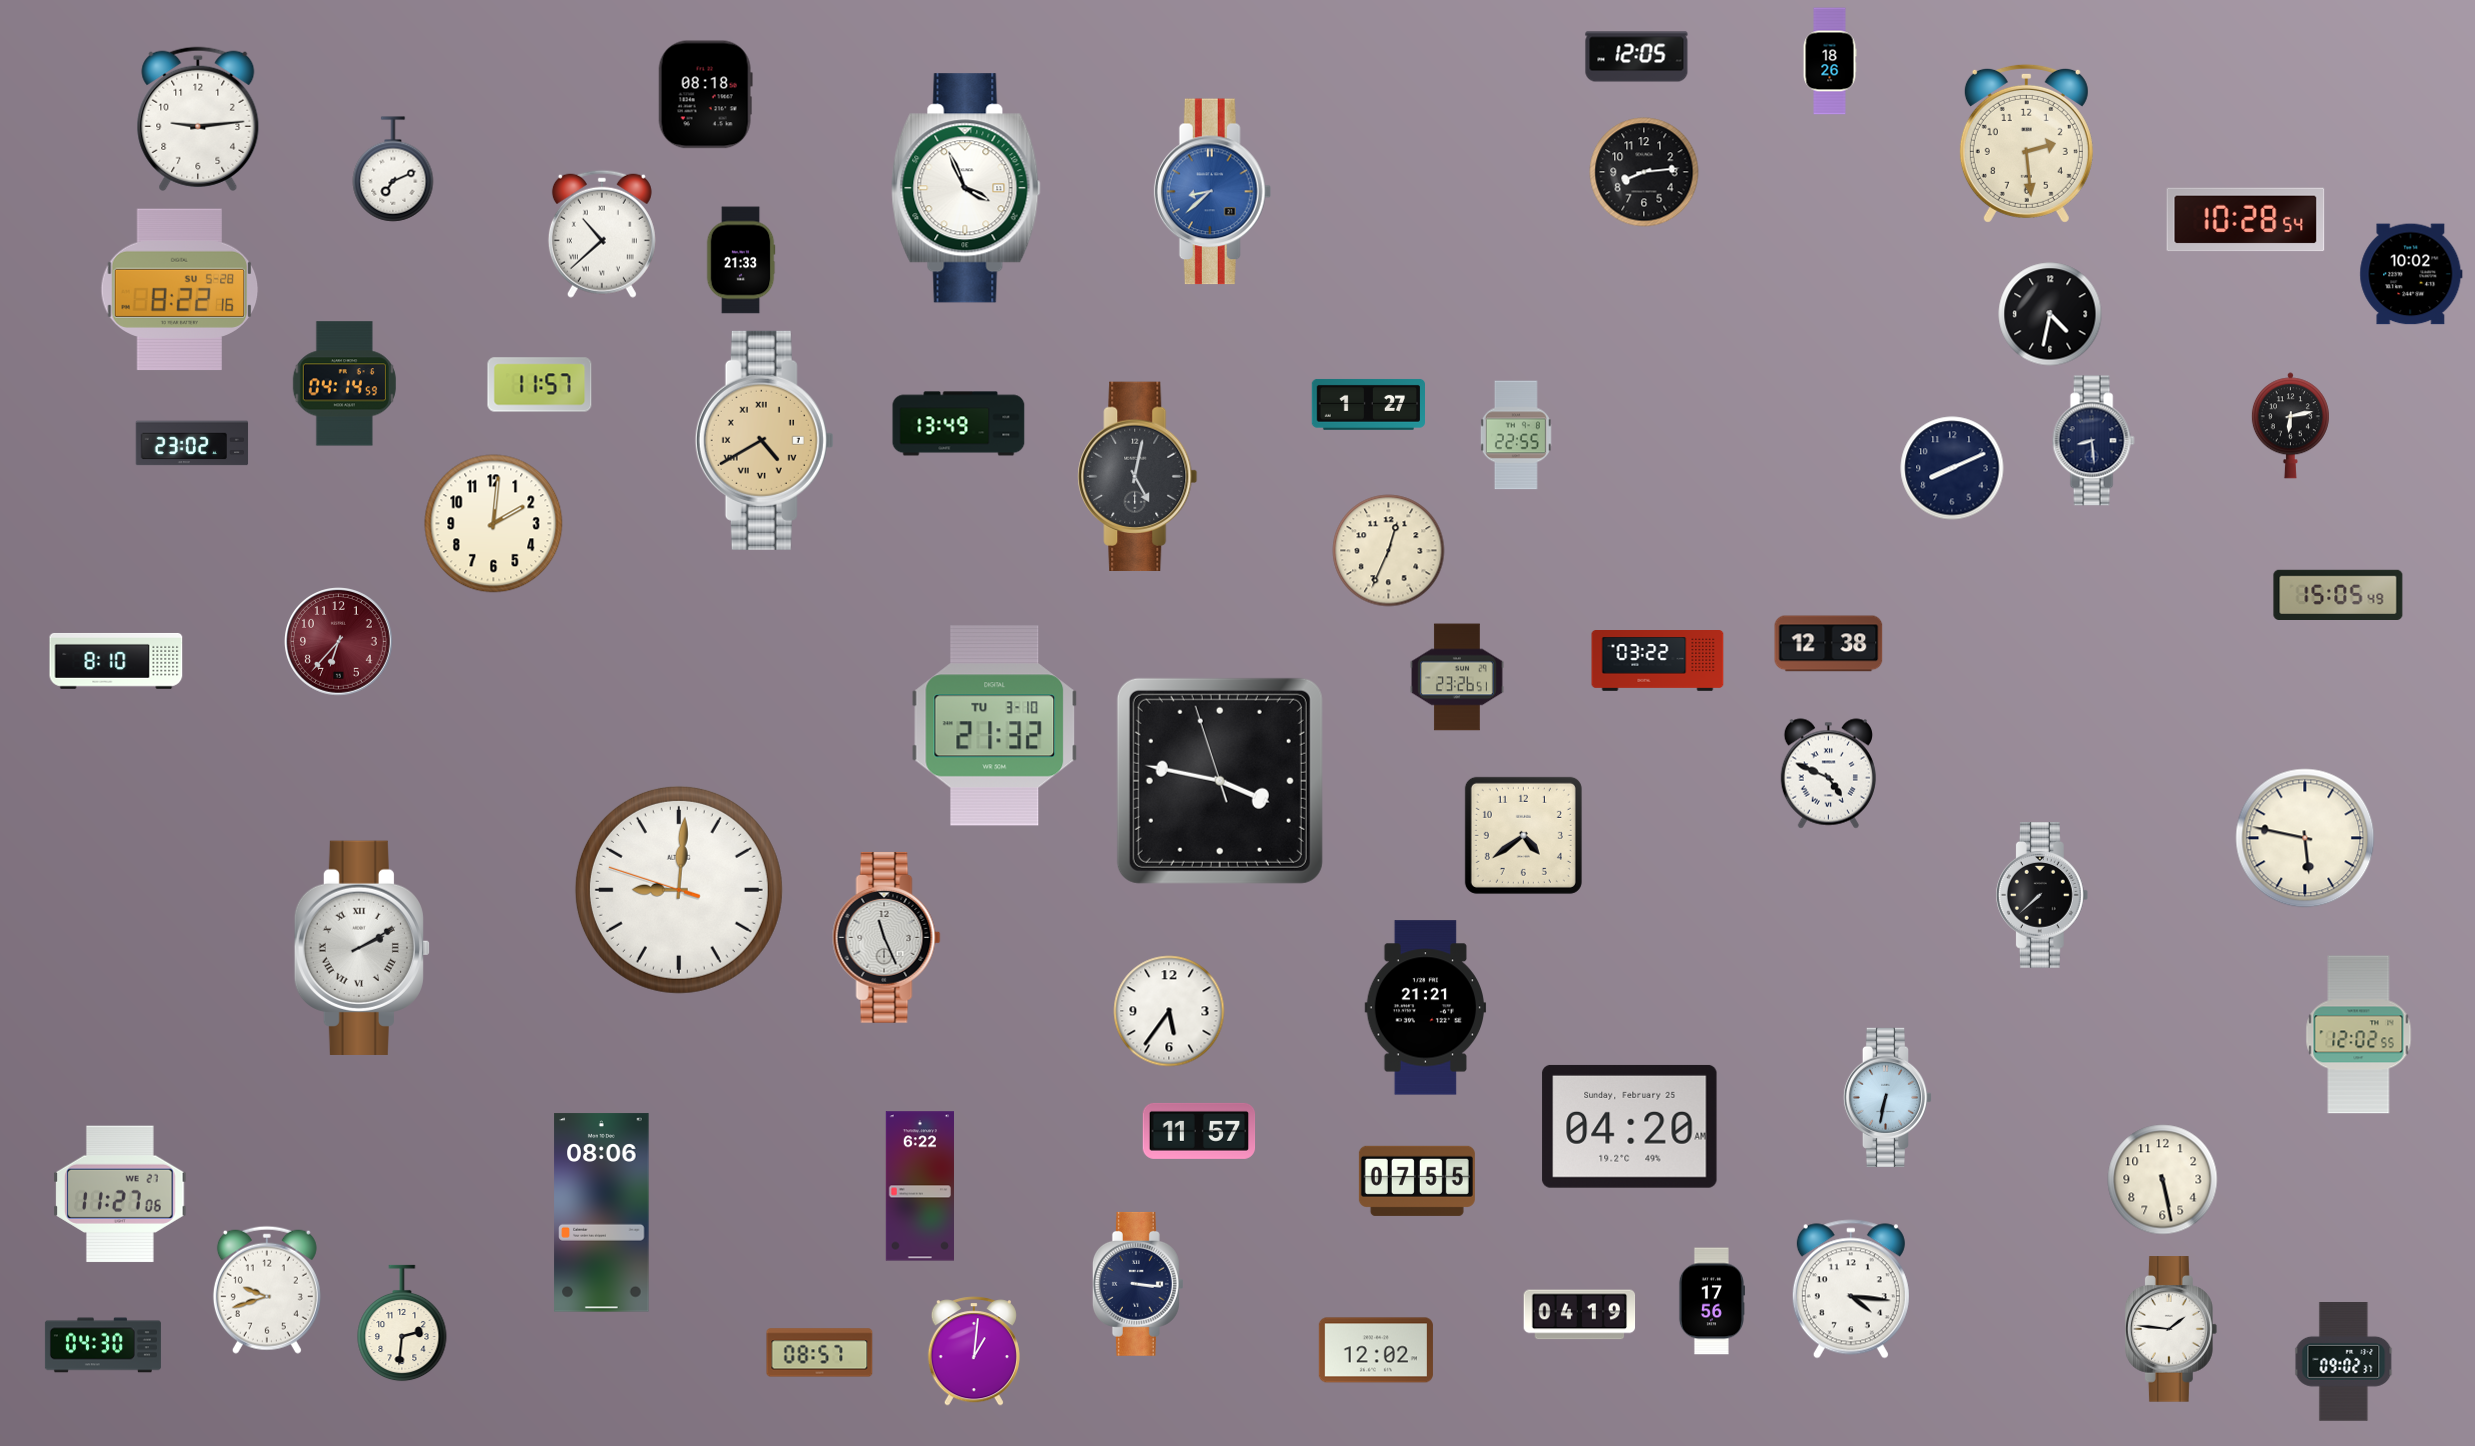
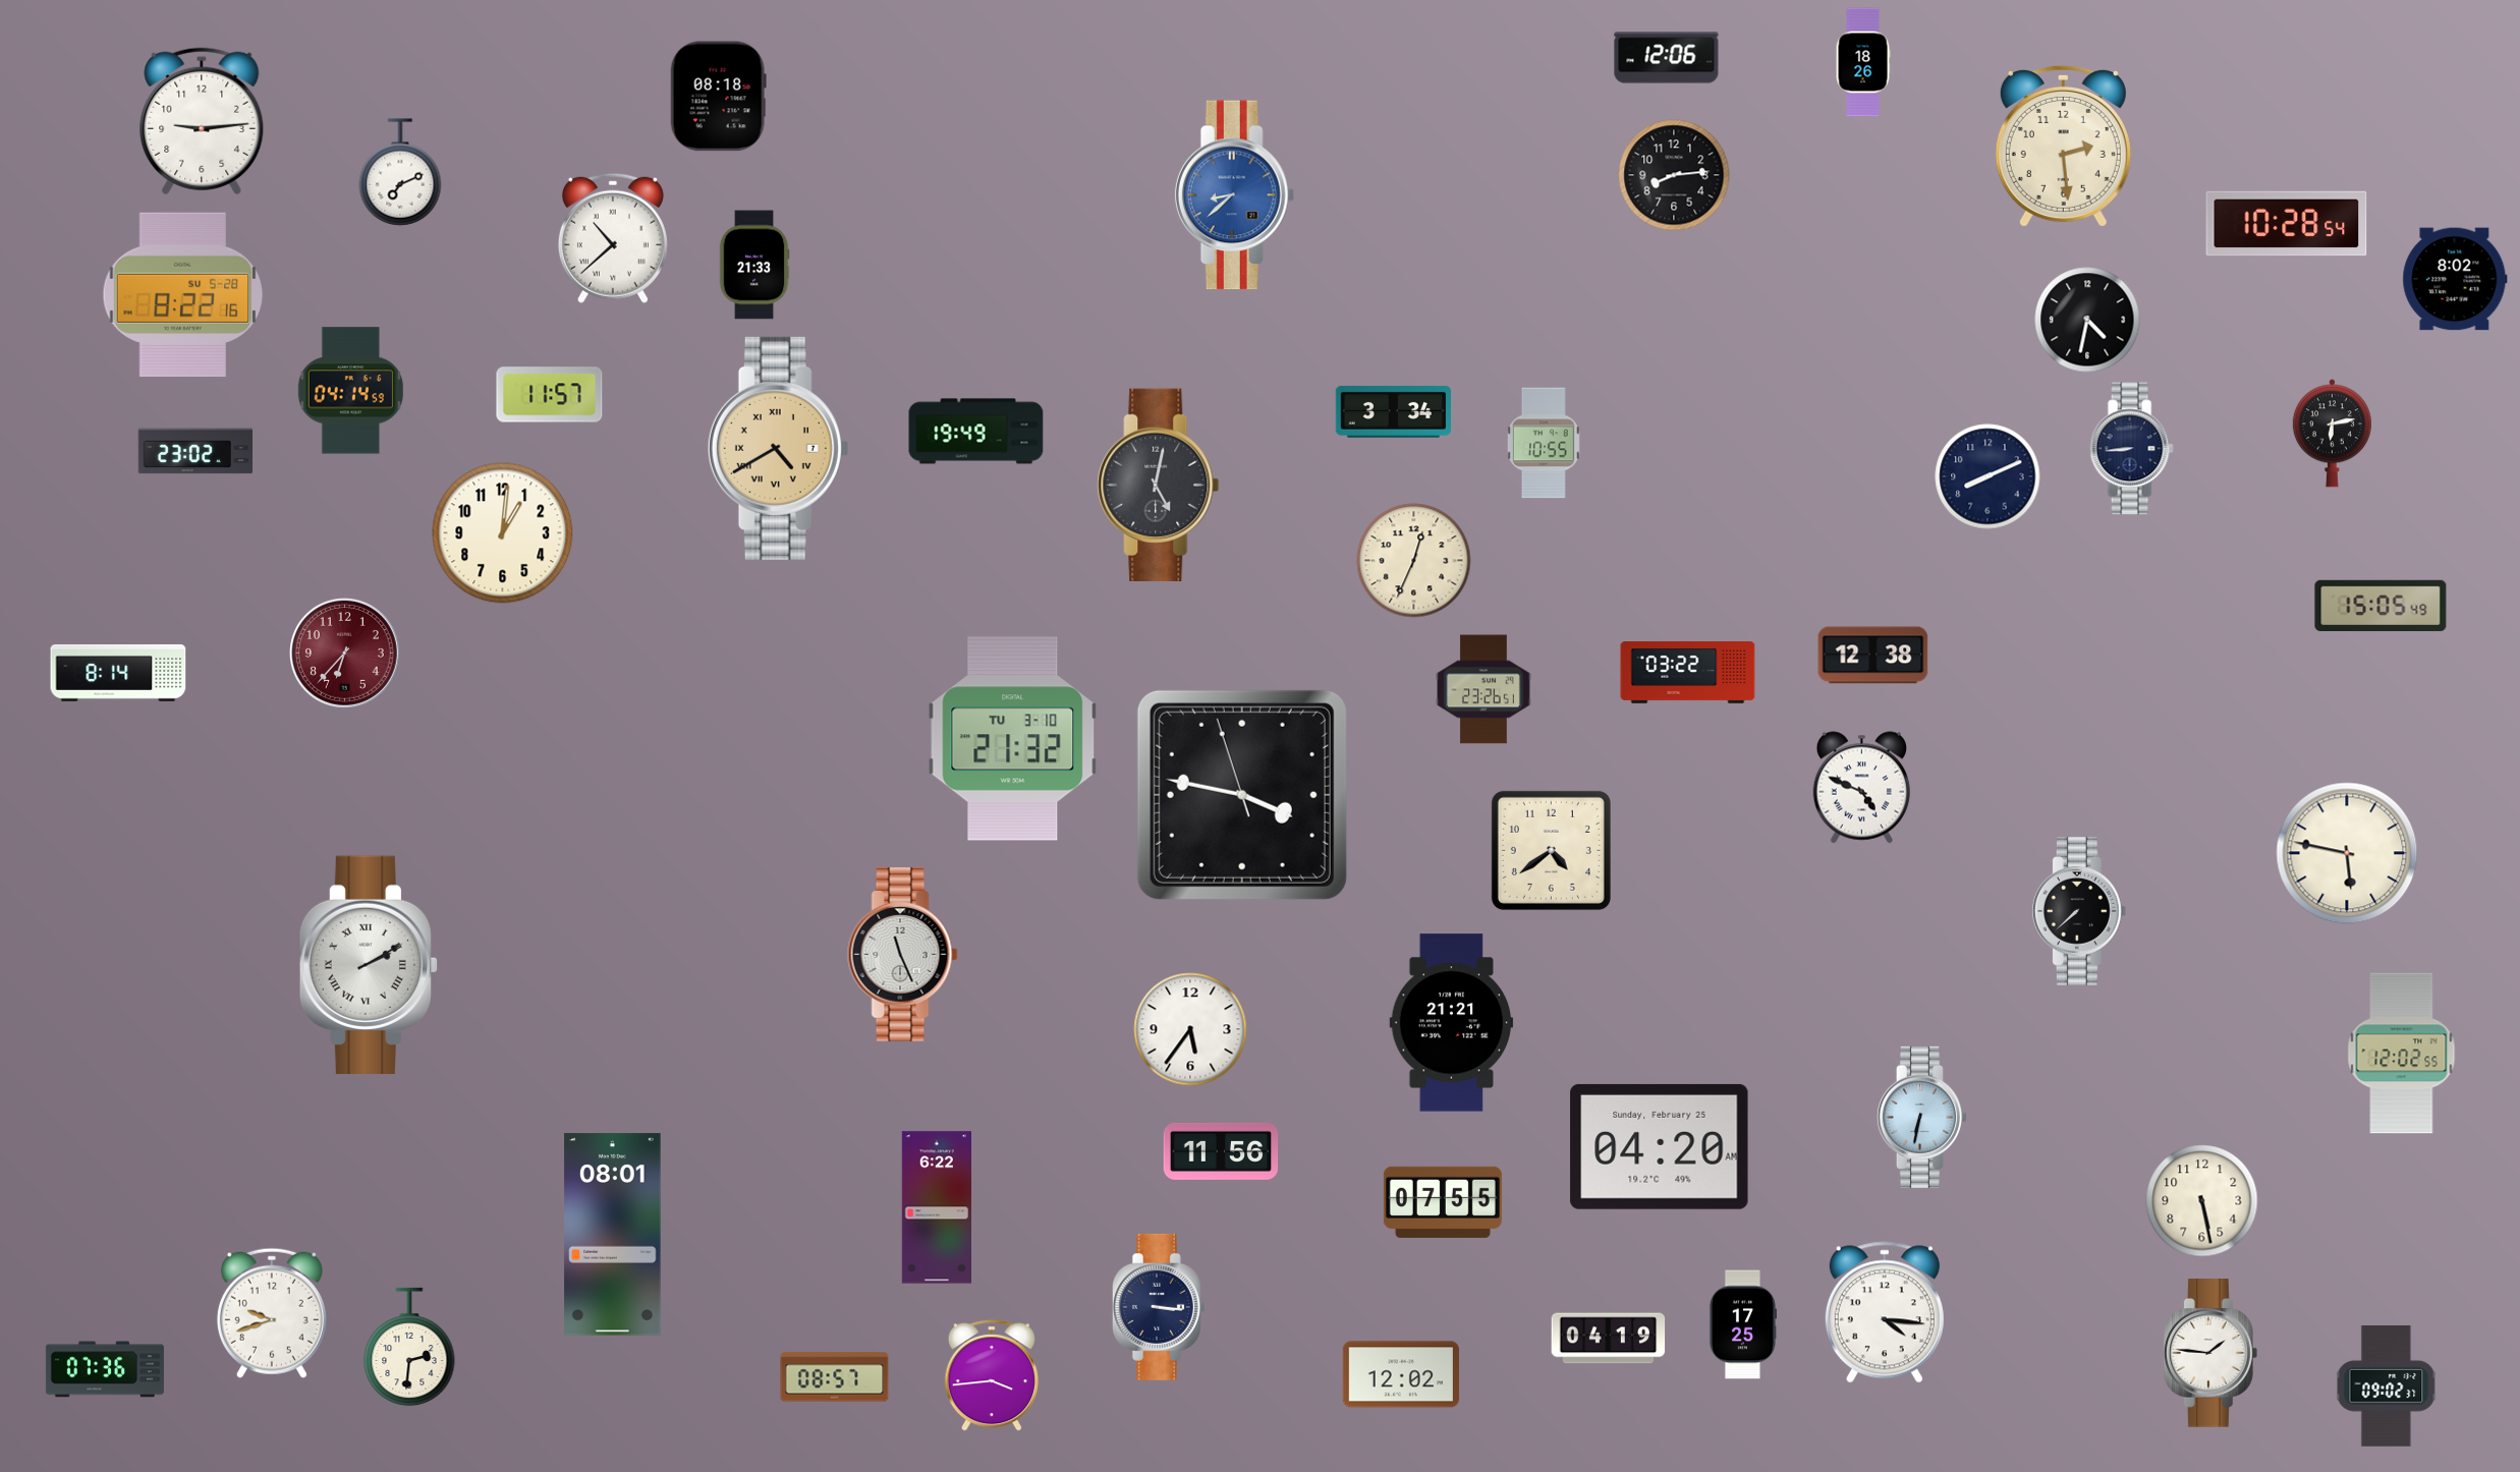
clock at (1637, 57): 12:05 -> 12:06
clock at (966, 188): 3:56 -> none
clock at (2411, 274): 10:02 -> 8:02
clock at (540, 385) position: (540, 385) -> (550, 395)
clock at (1368, 404): 1:27 -> 3:34
clock at (959, 424): 13:49 -> 19:49
clock at (1516, 435): 22:55 -> 10:55
clock at (2093, 441): 8:29 -> 8:44
clock at (494, 524): 2:01 -> 1:01
clock at (1829, 644) position: (1829, 644) -> (1873, 656)
clock at (116, 661): 8:10 -> 8:14
clock at (679, 890): 9:00 -> none
clock at (1426, 1008) position: (1426, 1008) -> (1452, 1023)
clock at (1199, 1131): 11:57 -> 11:56
clock at (120, 1194): 11:27 -> none
clock at (602, 1213): 08:06 -> 08:01
clock at (1711, 1301): 17:56 -> 17:25
clock at (103, 1345): 04:30 -> 07:36
clock at (974, 1351): 1:01 -> 3:44
